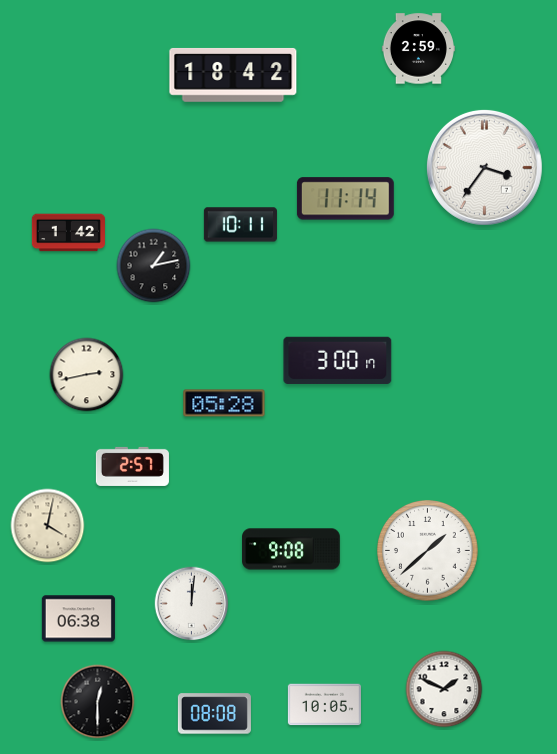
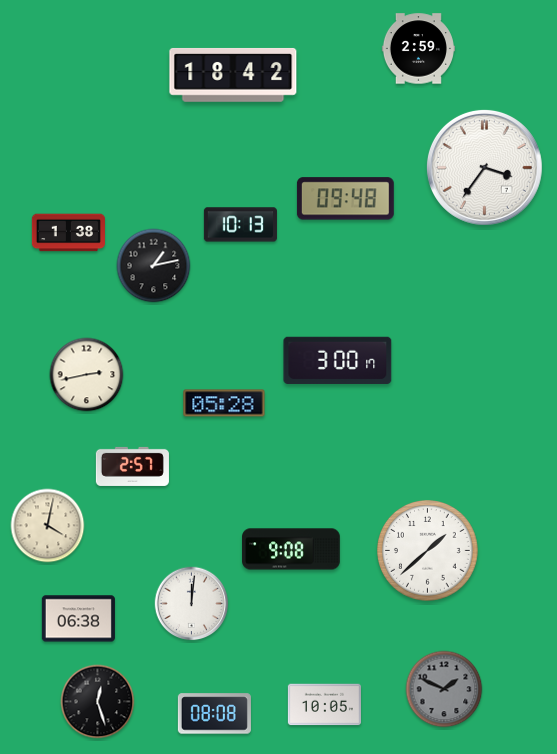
clock at (345, 199): 11:14 -> 09:48
clock at (240, 225): 10:11 -> 10:13
clock at (68, 233): 1:42 -> 1:38
clock at (444, 689) dial: white -> grey
clock at (98, 702): 12:30 -> 12:27
